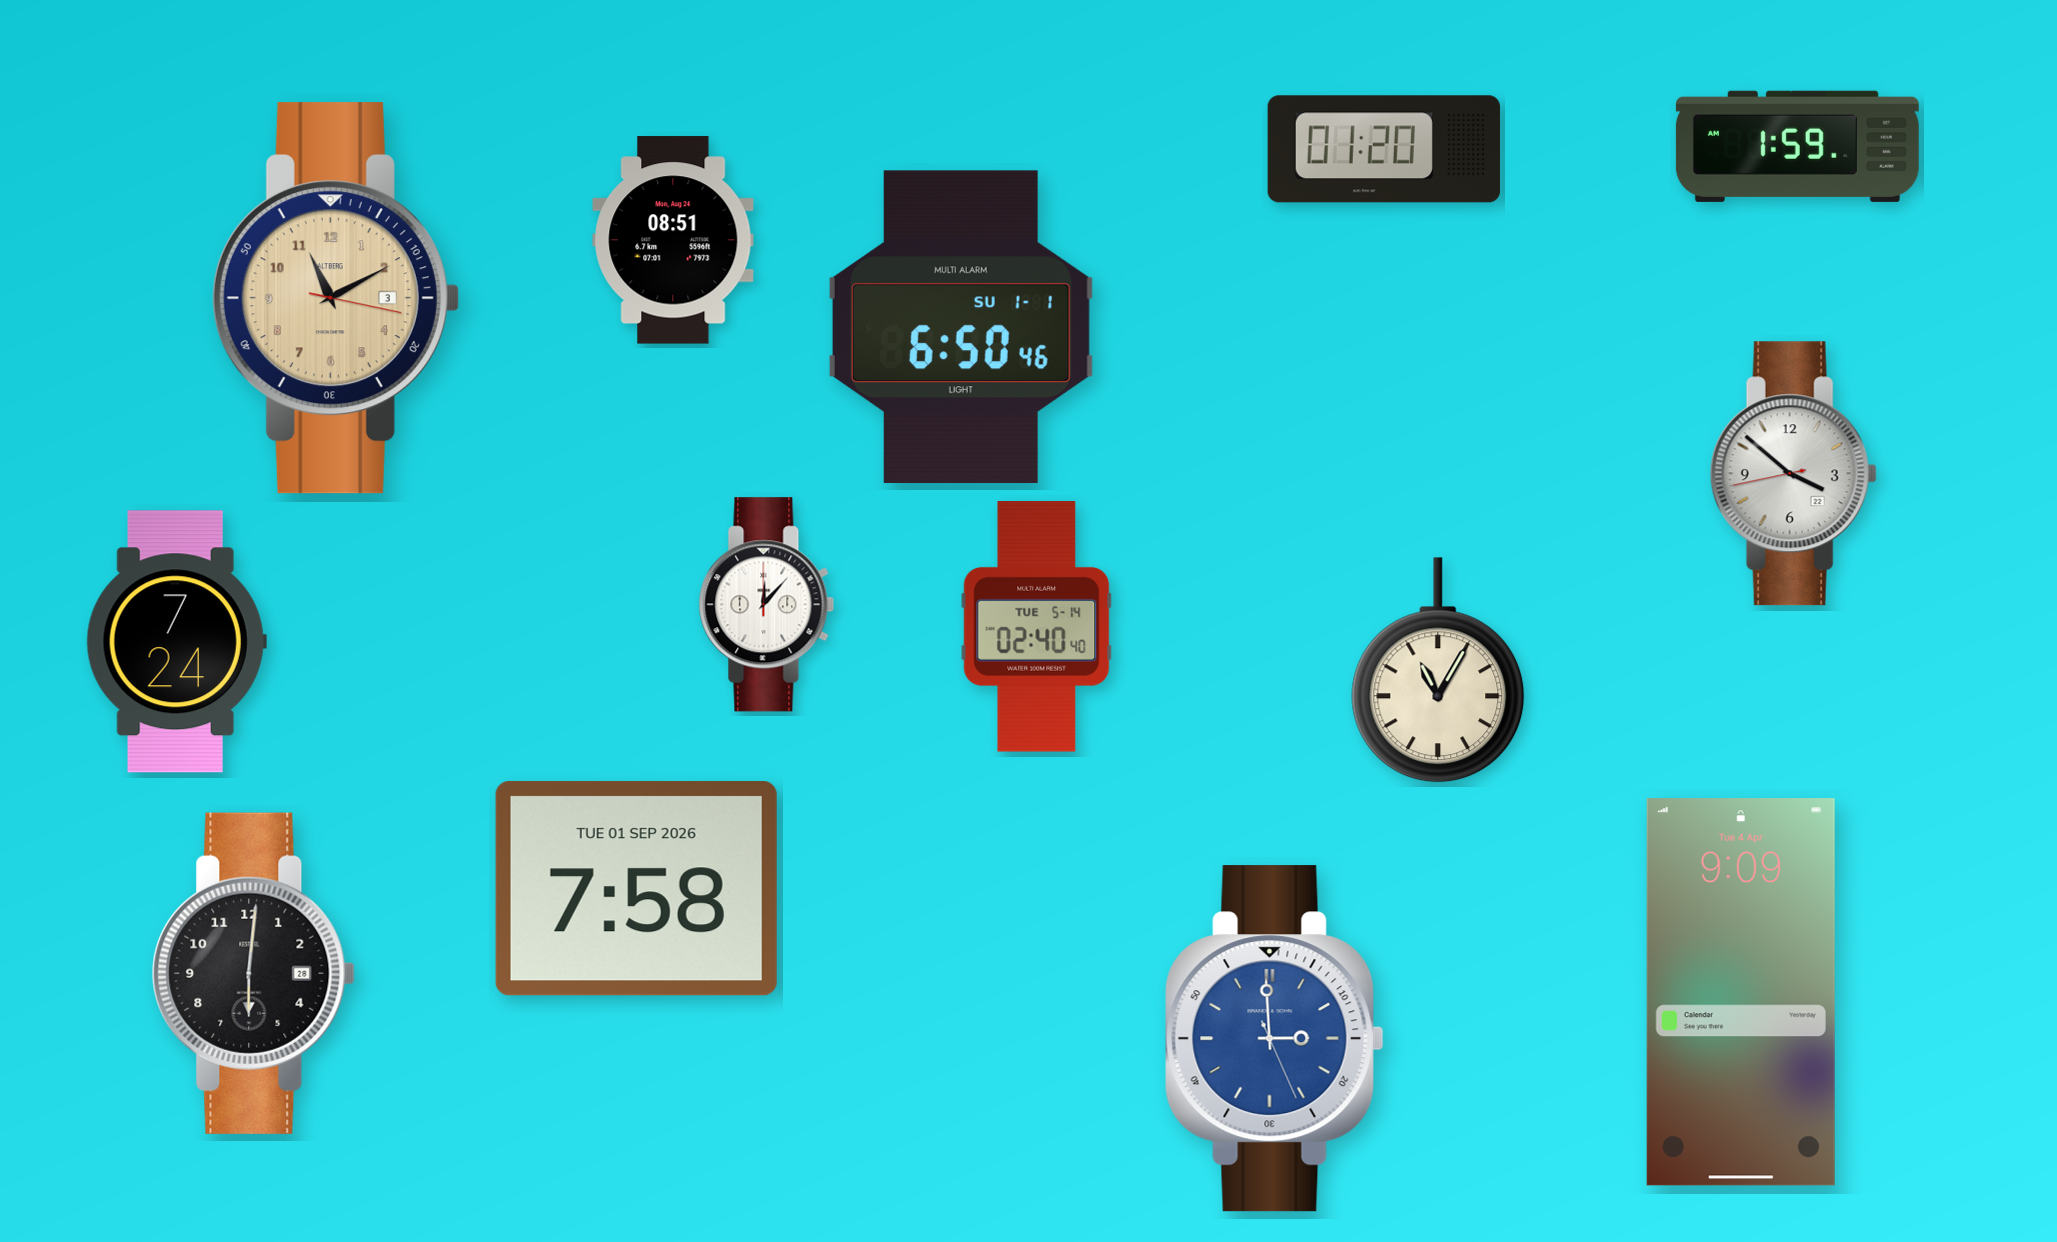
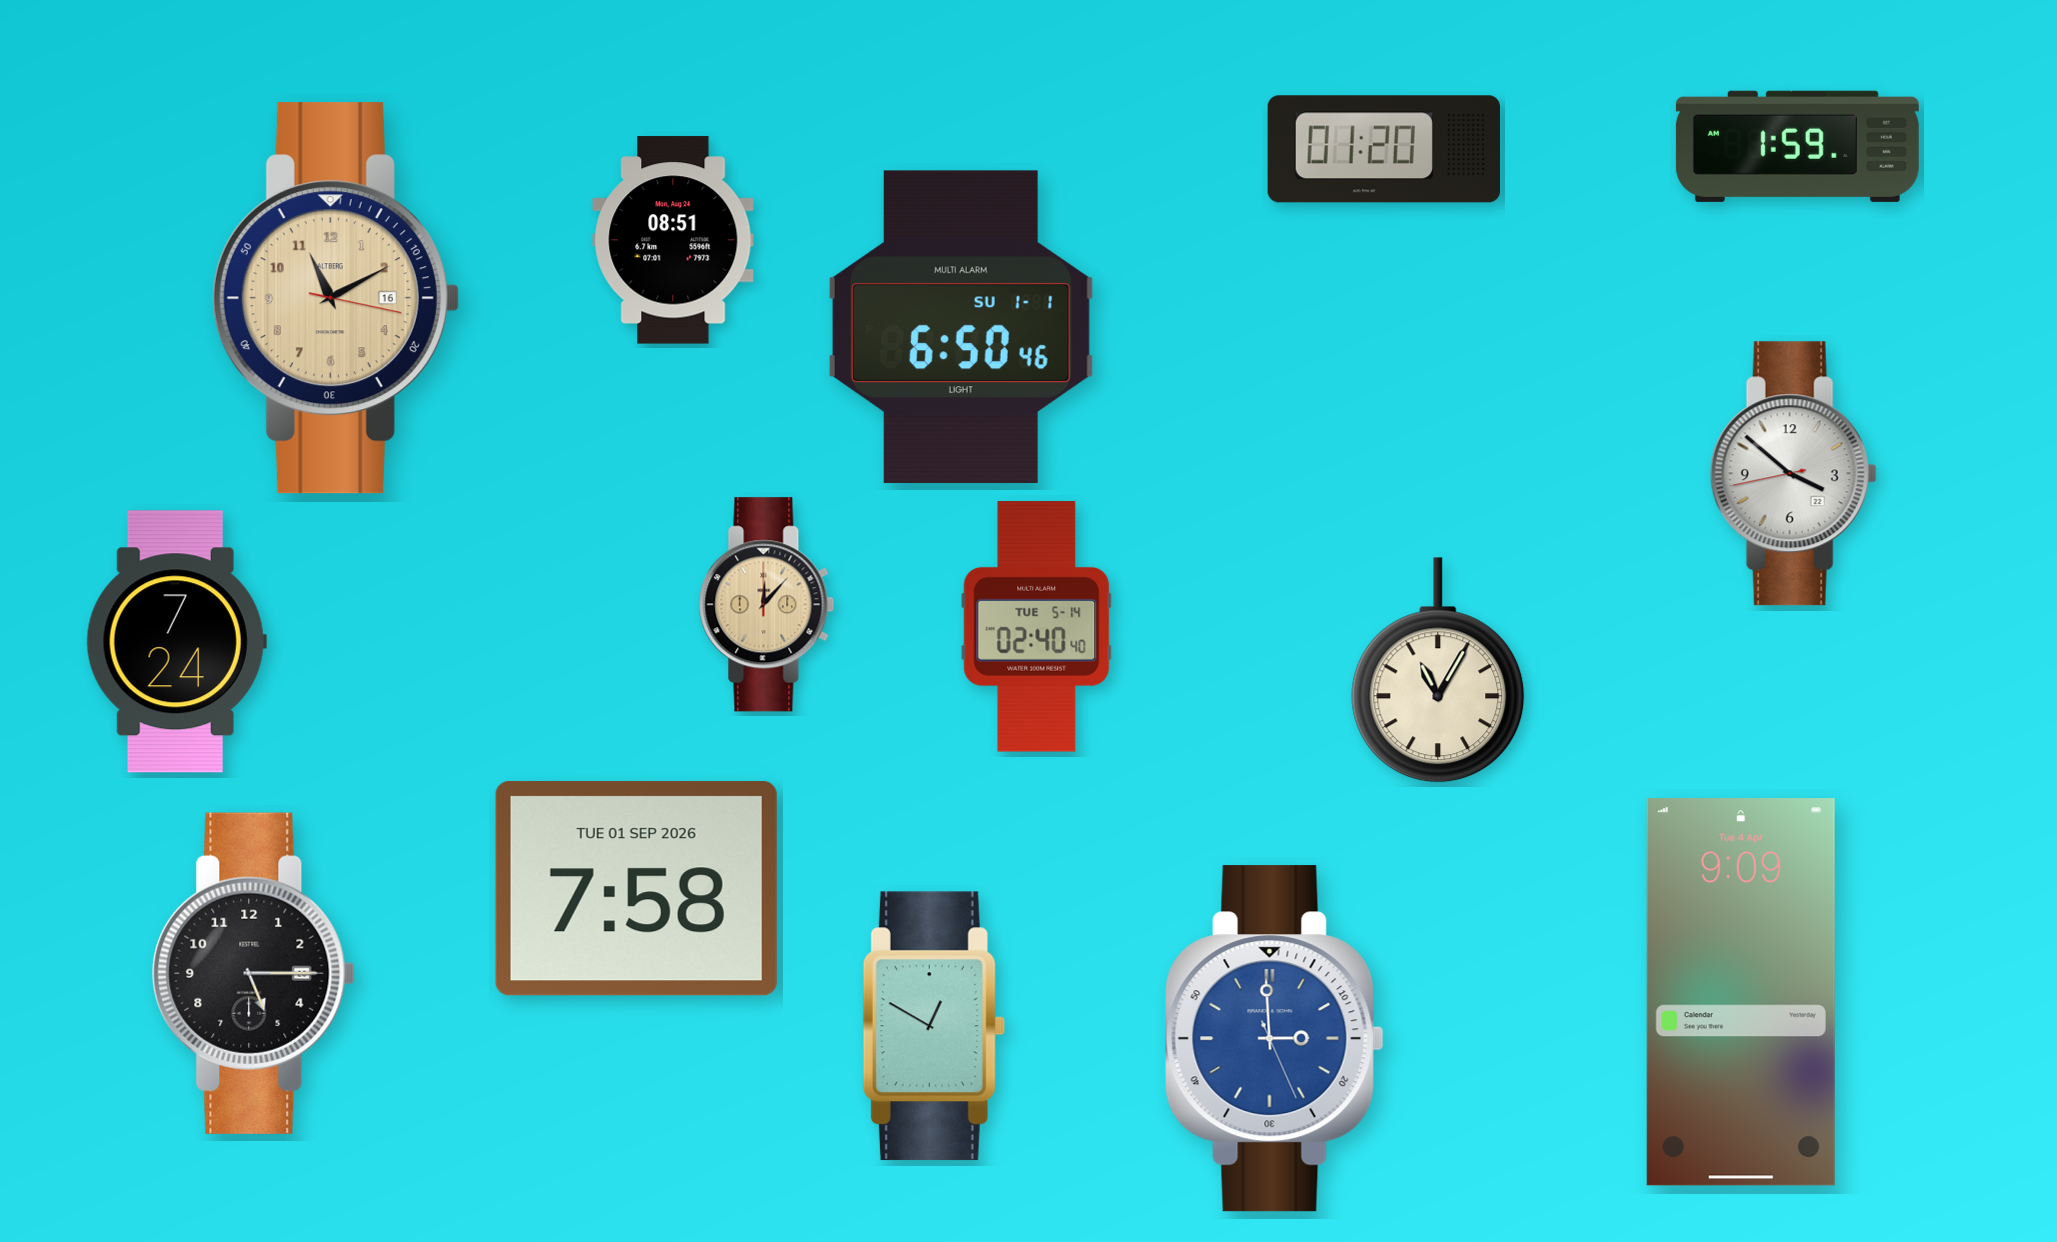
clock at (335, 298) date: 3 -> 16
clock at (767, 605) dial: white -> champagne
clock at (253, 973): 6:01 -> 5:15
clock at (934, 1026): none -> 12:50
